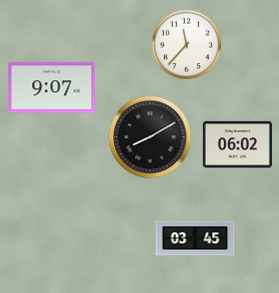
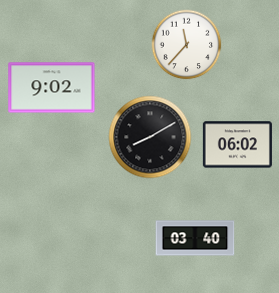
clock at (52, 88): 9:07 -> 9:02
clock at (195, 238): 03:45 -> 03:40
